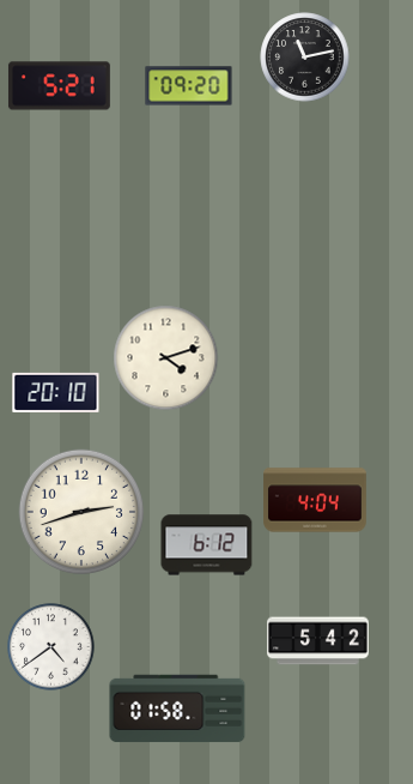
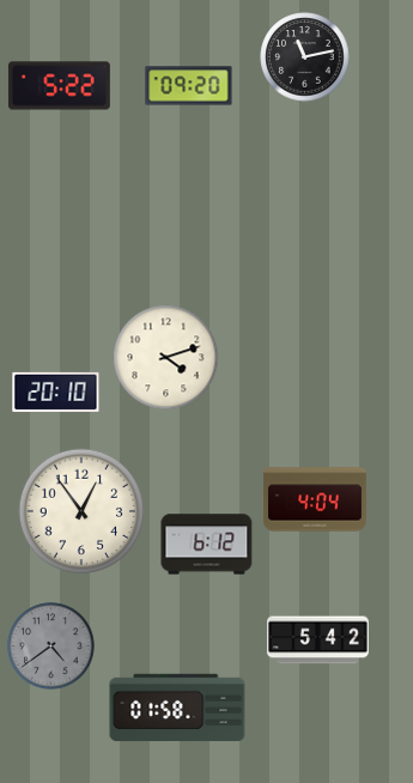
clock at (59, 86): 5:21 -> 5:22
clock at (81, 512): 2:42 -> 12:54
clock at (51, 647) dial: white -> grey
